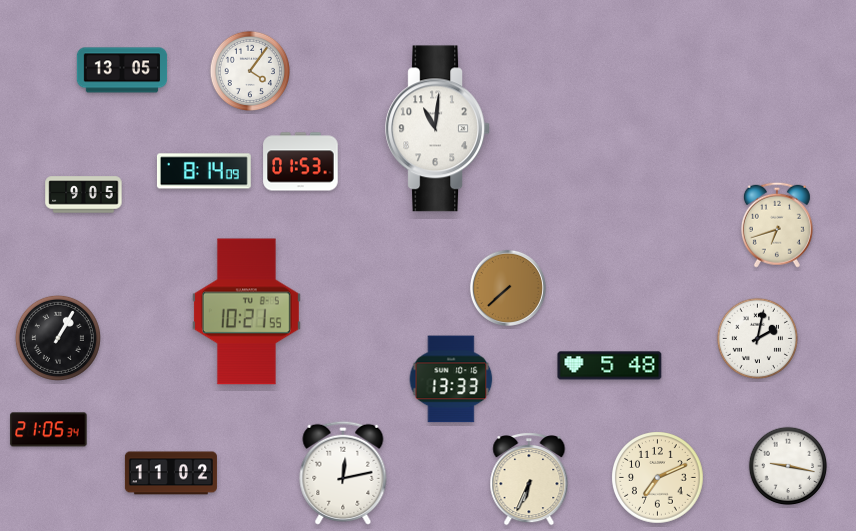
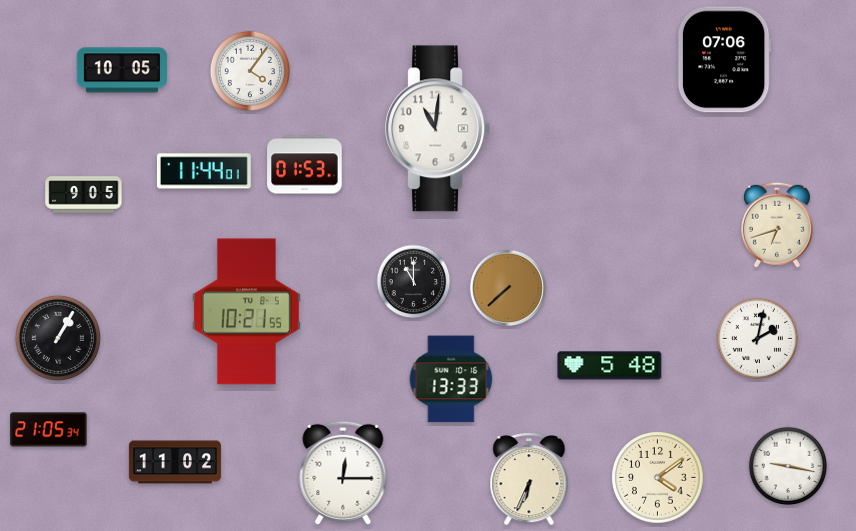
clock at (724, 60): none -> 07:06
clock at (122, 70): 13:05 -> 10:05
clock at (301, 162) position: (301, 162) -> (305, 165)
clock at (204, 171): 8:14 -> 11:44
clock at (414, 282): none -> 11:00
clock at (171, 473) position: (171, 473) -> (175, 462)
clock at (343, 473): 12:13 -> 12:15
clock at (658, 478): 7:11 -> 4:09
